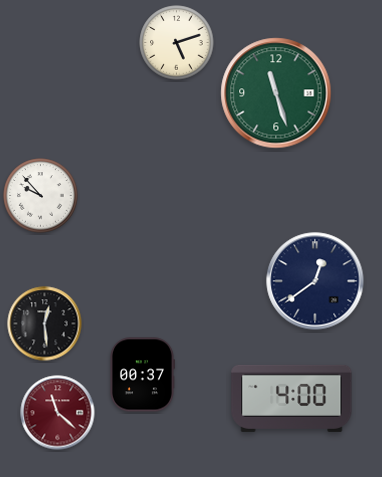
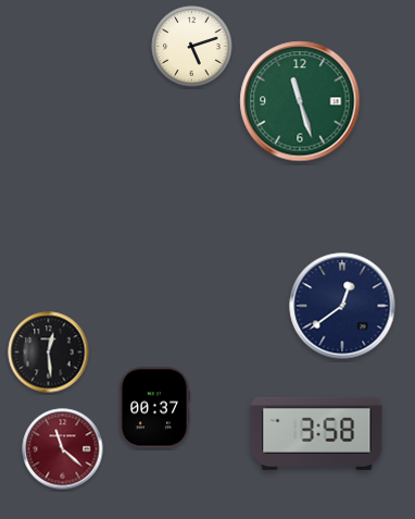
clock at (41, 196): 9:53 -> none
clock at (292, 398): 4:00 -> 3:58
